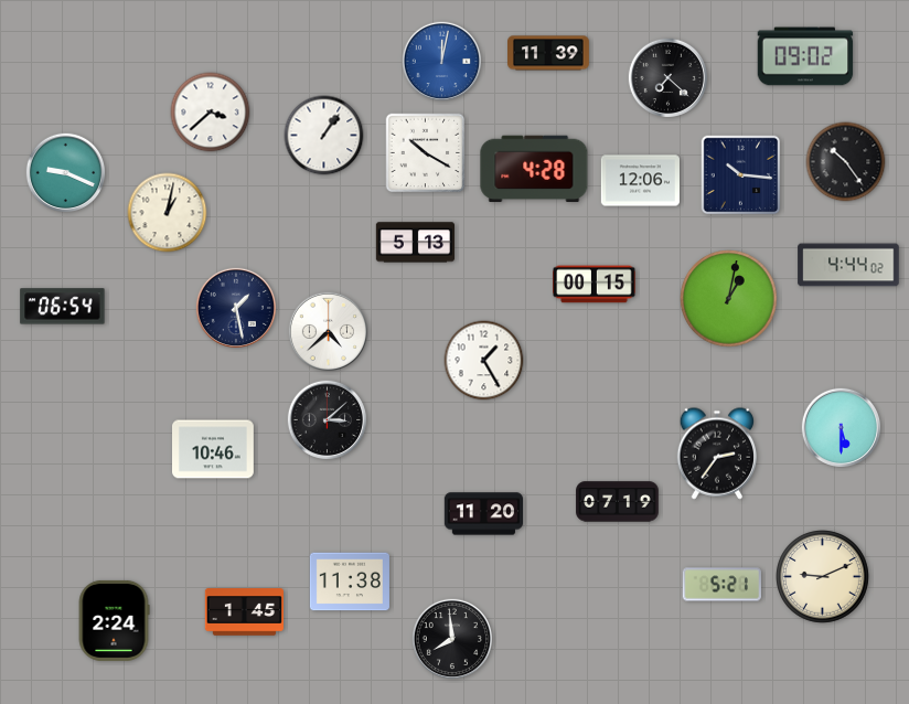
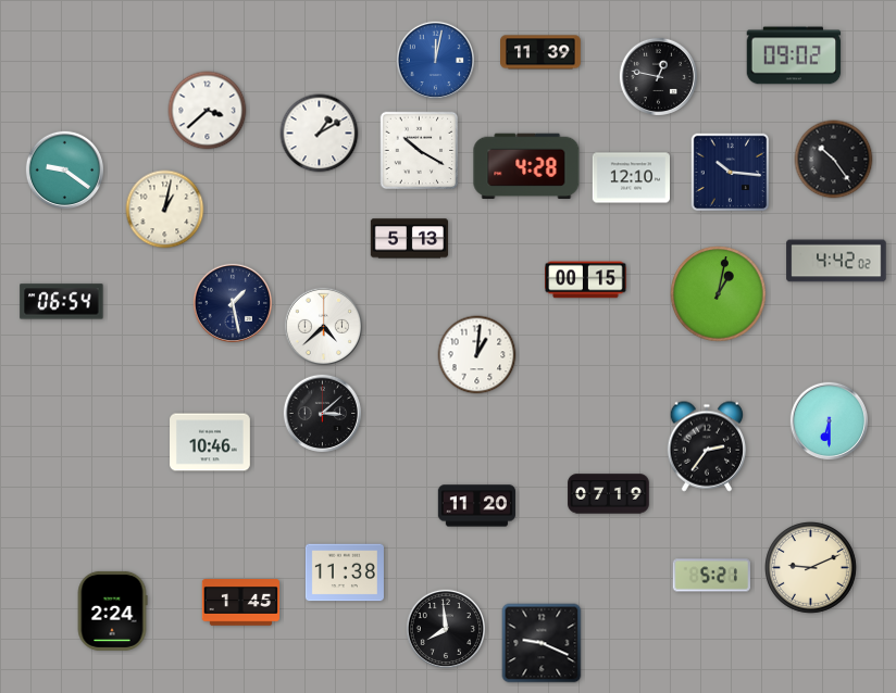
clock at (669, 78): 7:22 -> 12:47
clock at (324, 136): 1:06 -> 1:10
clock at (66, 173): 9:19 -> 9:21
clock at (640, 181): 12:06 -> 12:10
clock at (848, 265): 4:44 -> 4:42
clock at (484, 361): 1:25 -> 1:01
clock at (842, 428): 5:30 -> 6:30
clock at (542, 643): none -> 9:19
